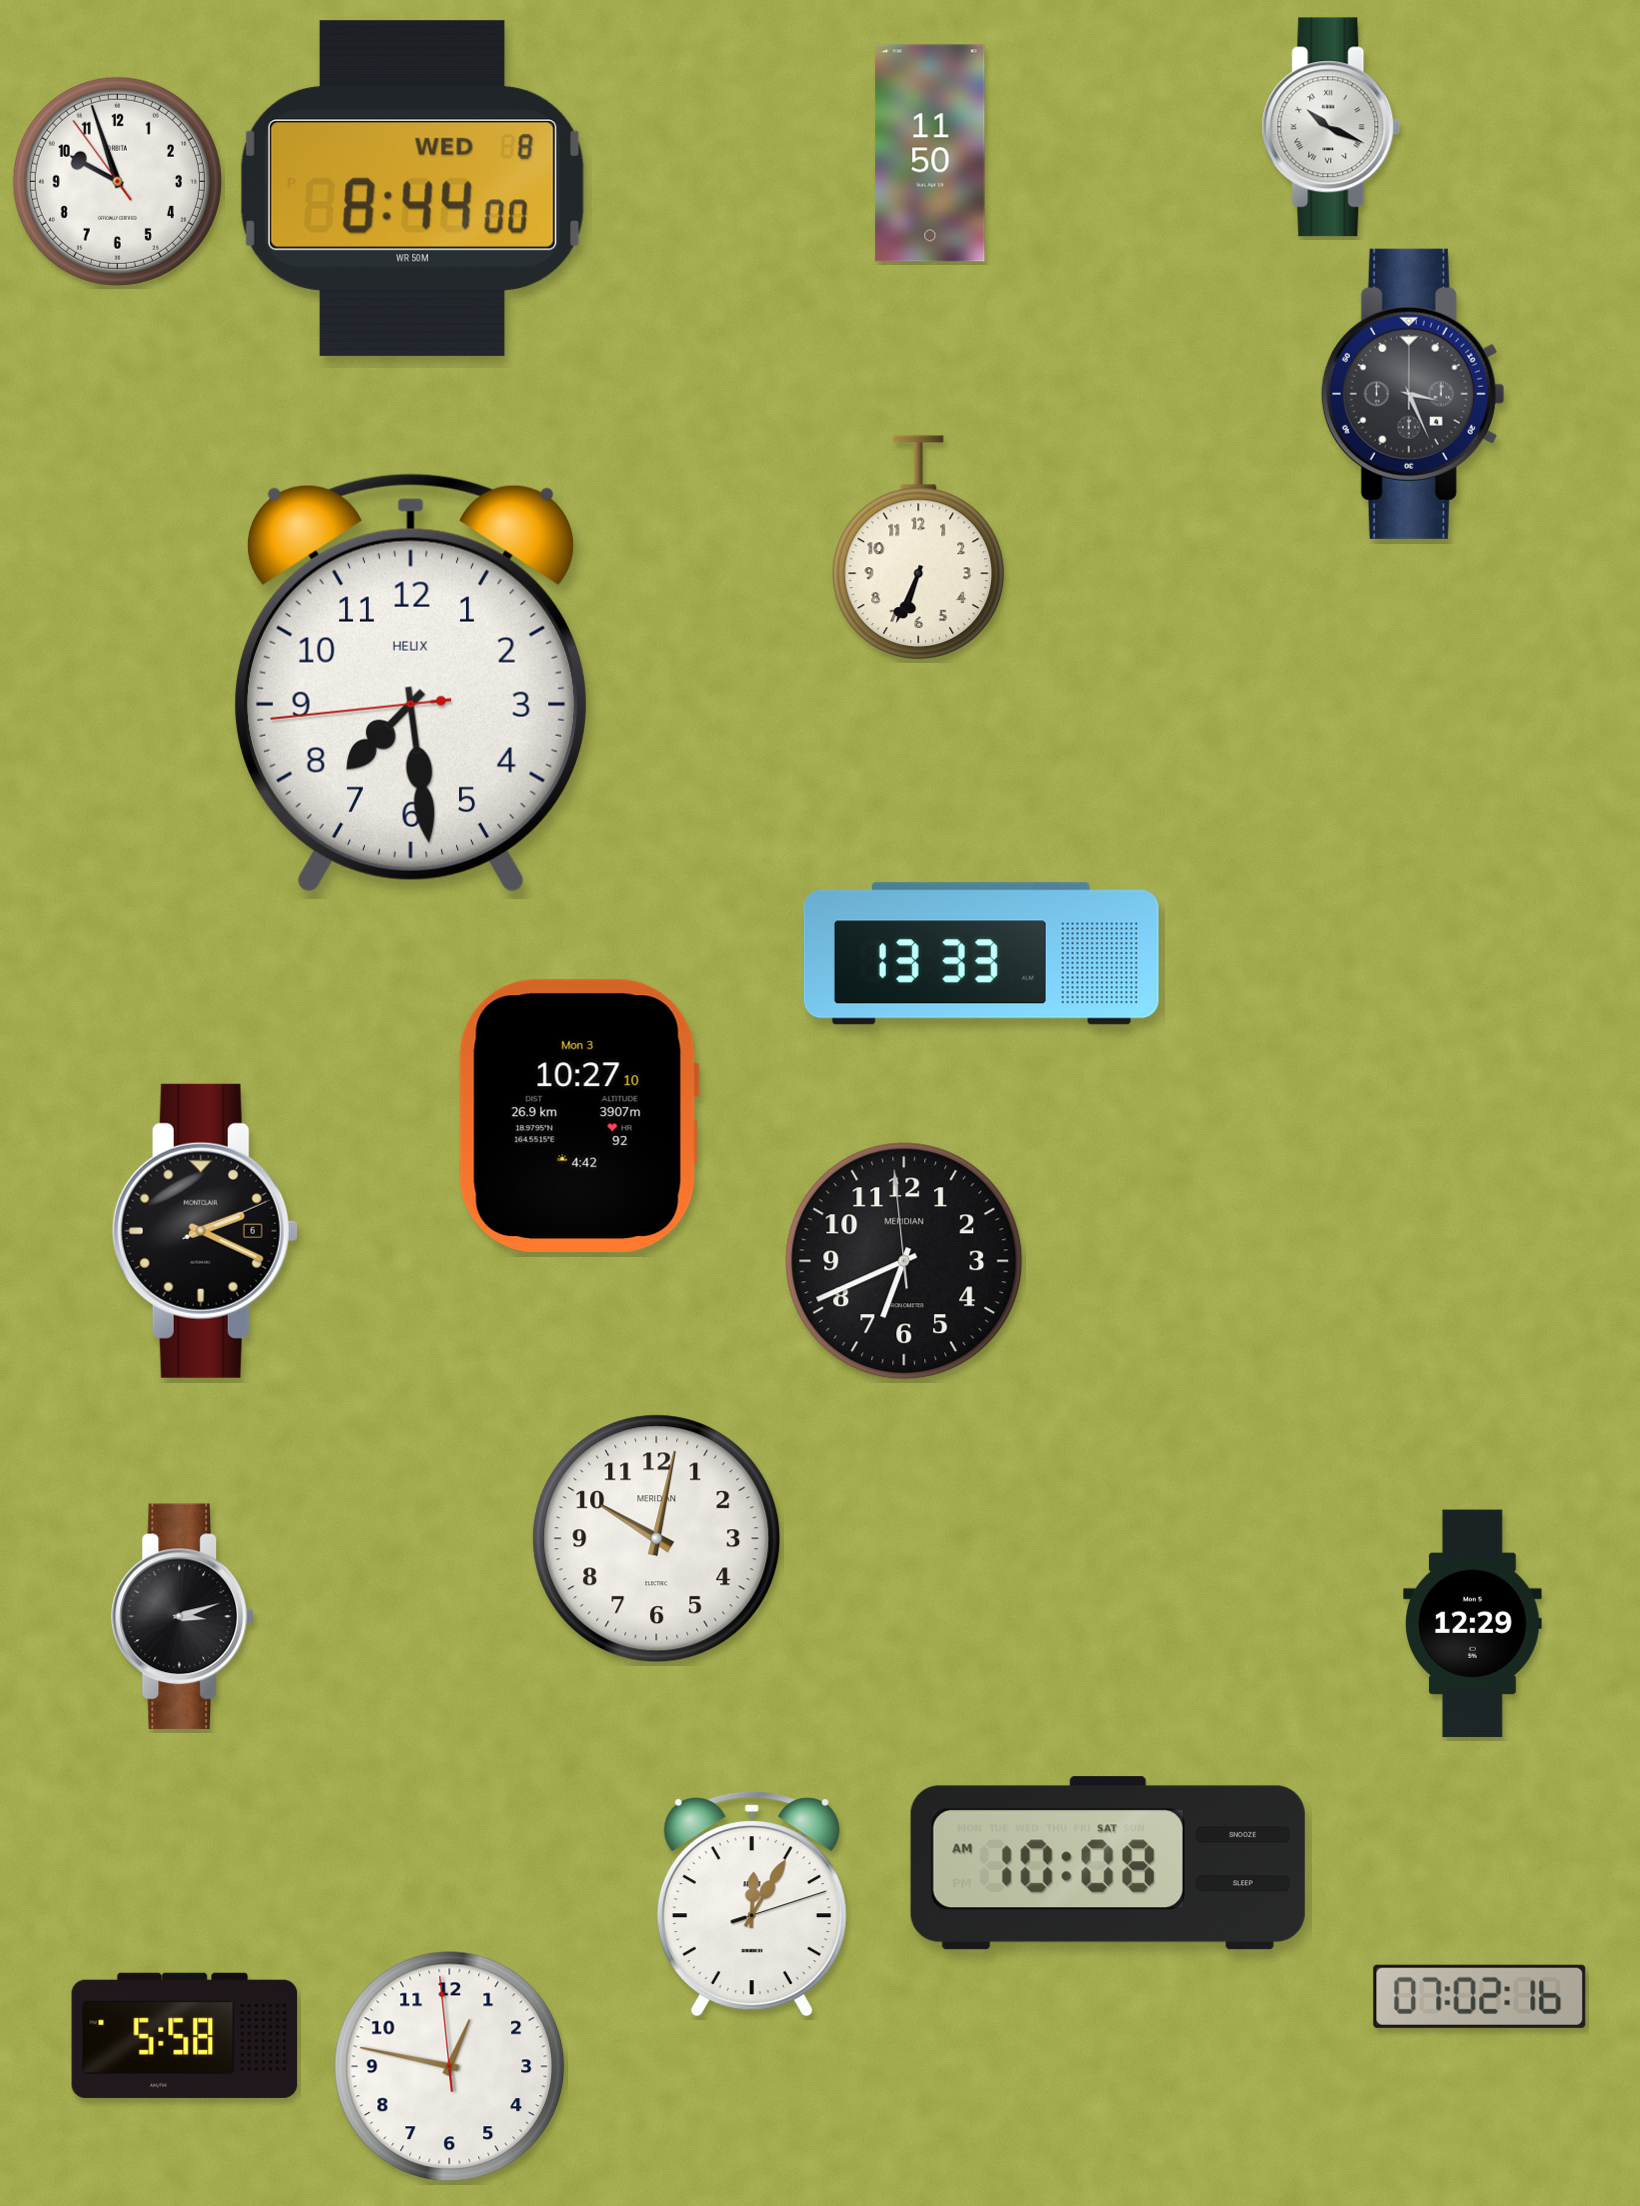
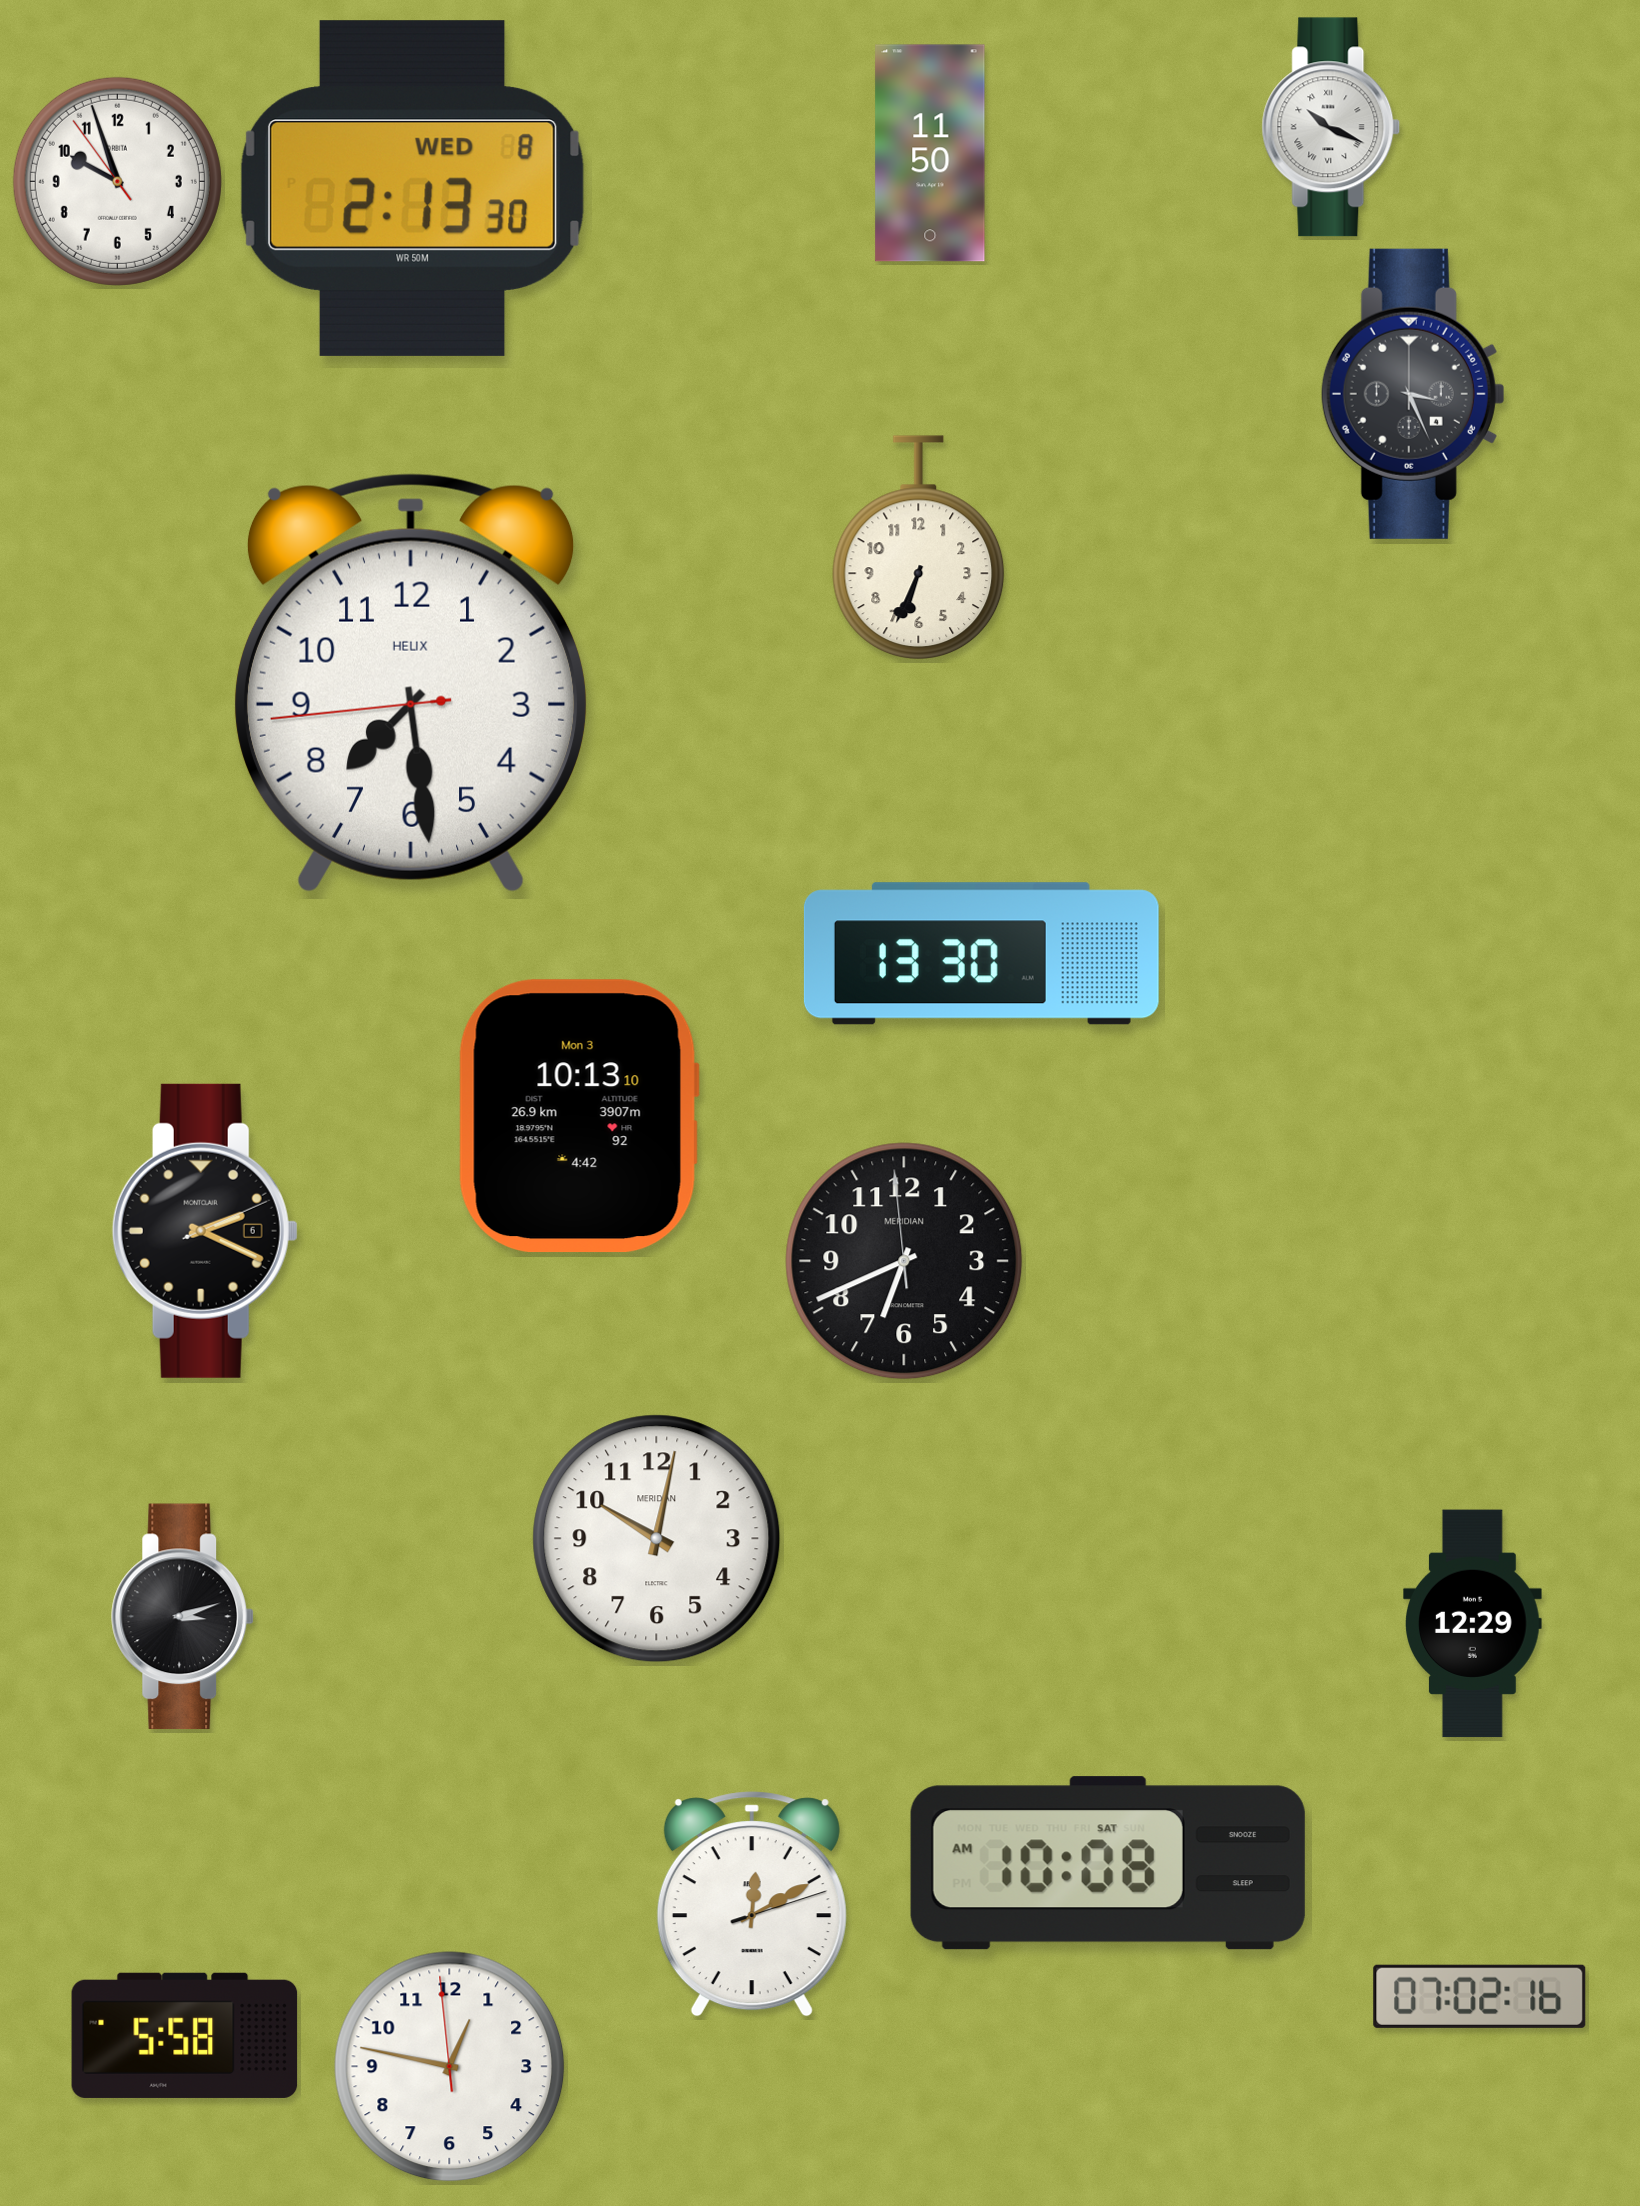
clock at (412, 188): 8:44 -> 2:13
clock at (981, 954): 13:33 -> 13:30
clock at (579, 1116): 10:27 -> 10:13
clock at (752, 1904): 12:05 -> 12:10
